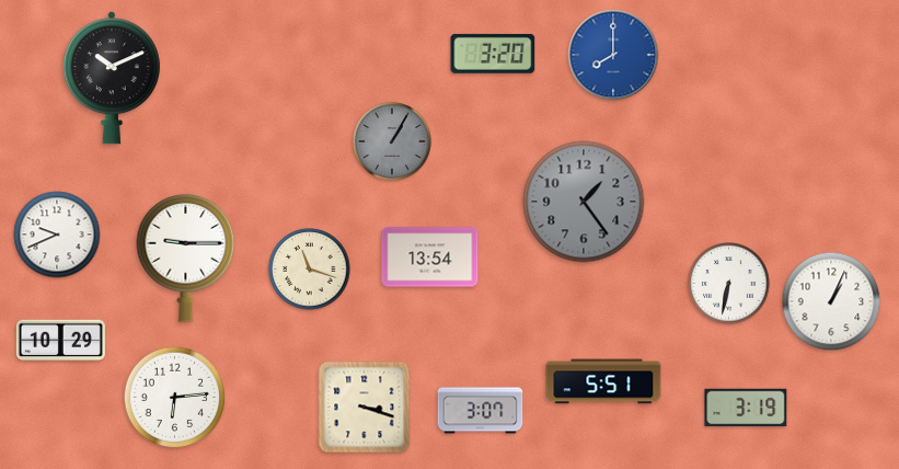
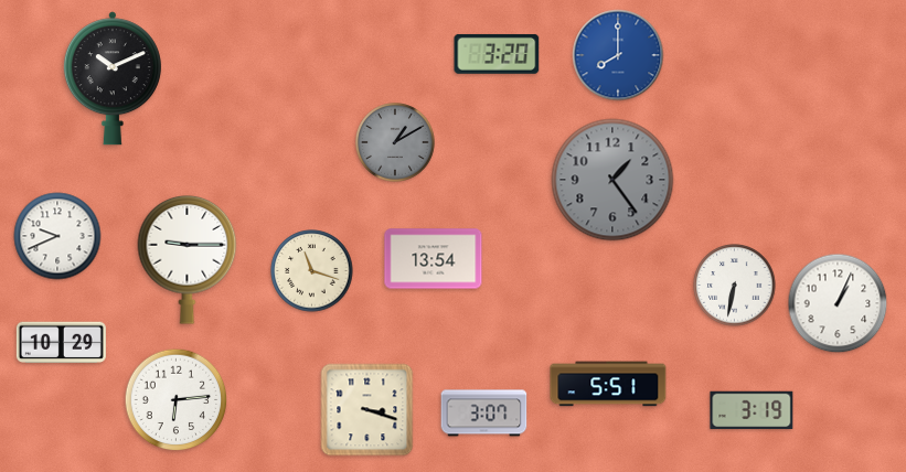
clock at (392, 141): 1:05 -> 1:10
clock at (584, 202) position: (584, 202) -> (612, 180)
